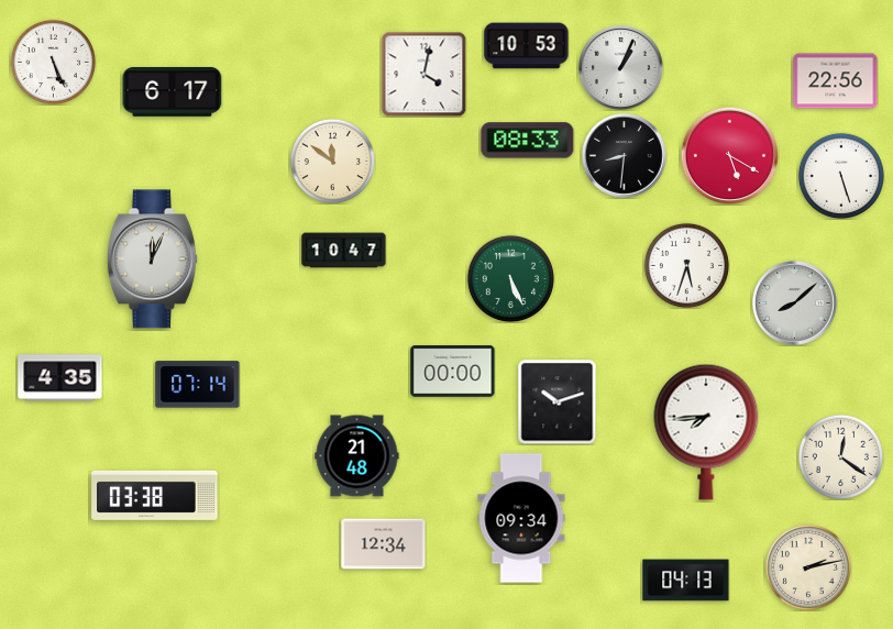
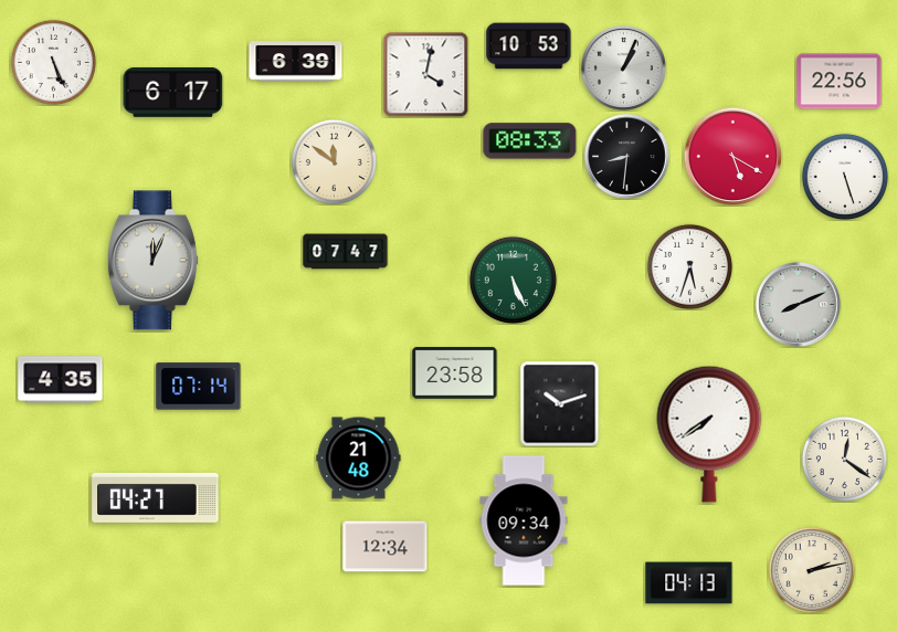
clock at (296, 62): none -> 6:39
clock at (344, 251): 10:47 -> 07:47
clock at (795, 304): 8:08 -> 8:11
clock at (453, 372): 00:00 -> 23:58
clock at (706, 432): 7:44 -> 7:39
clock at (155, 495): 03:38 -> 04:27
